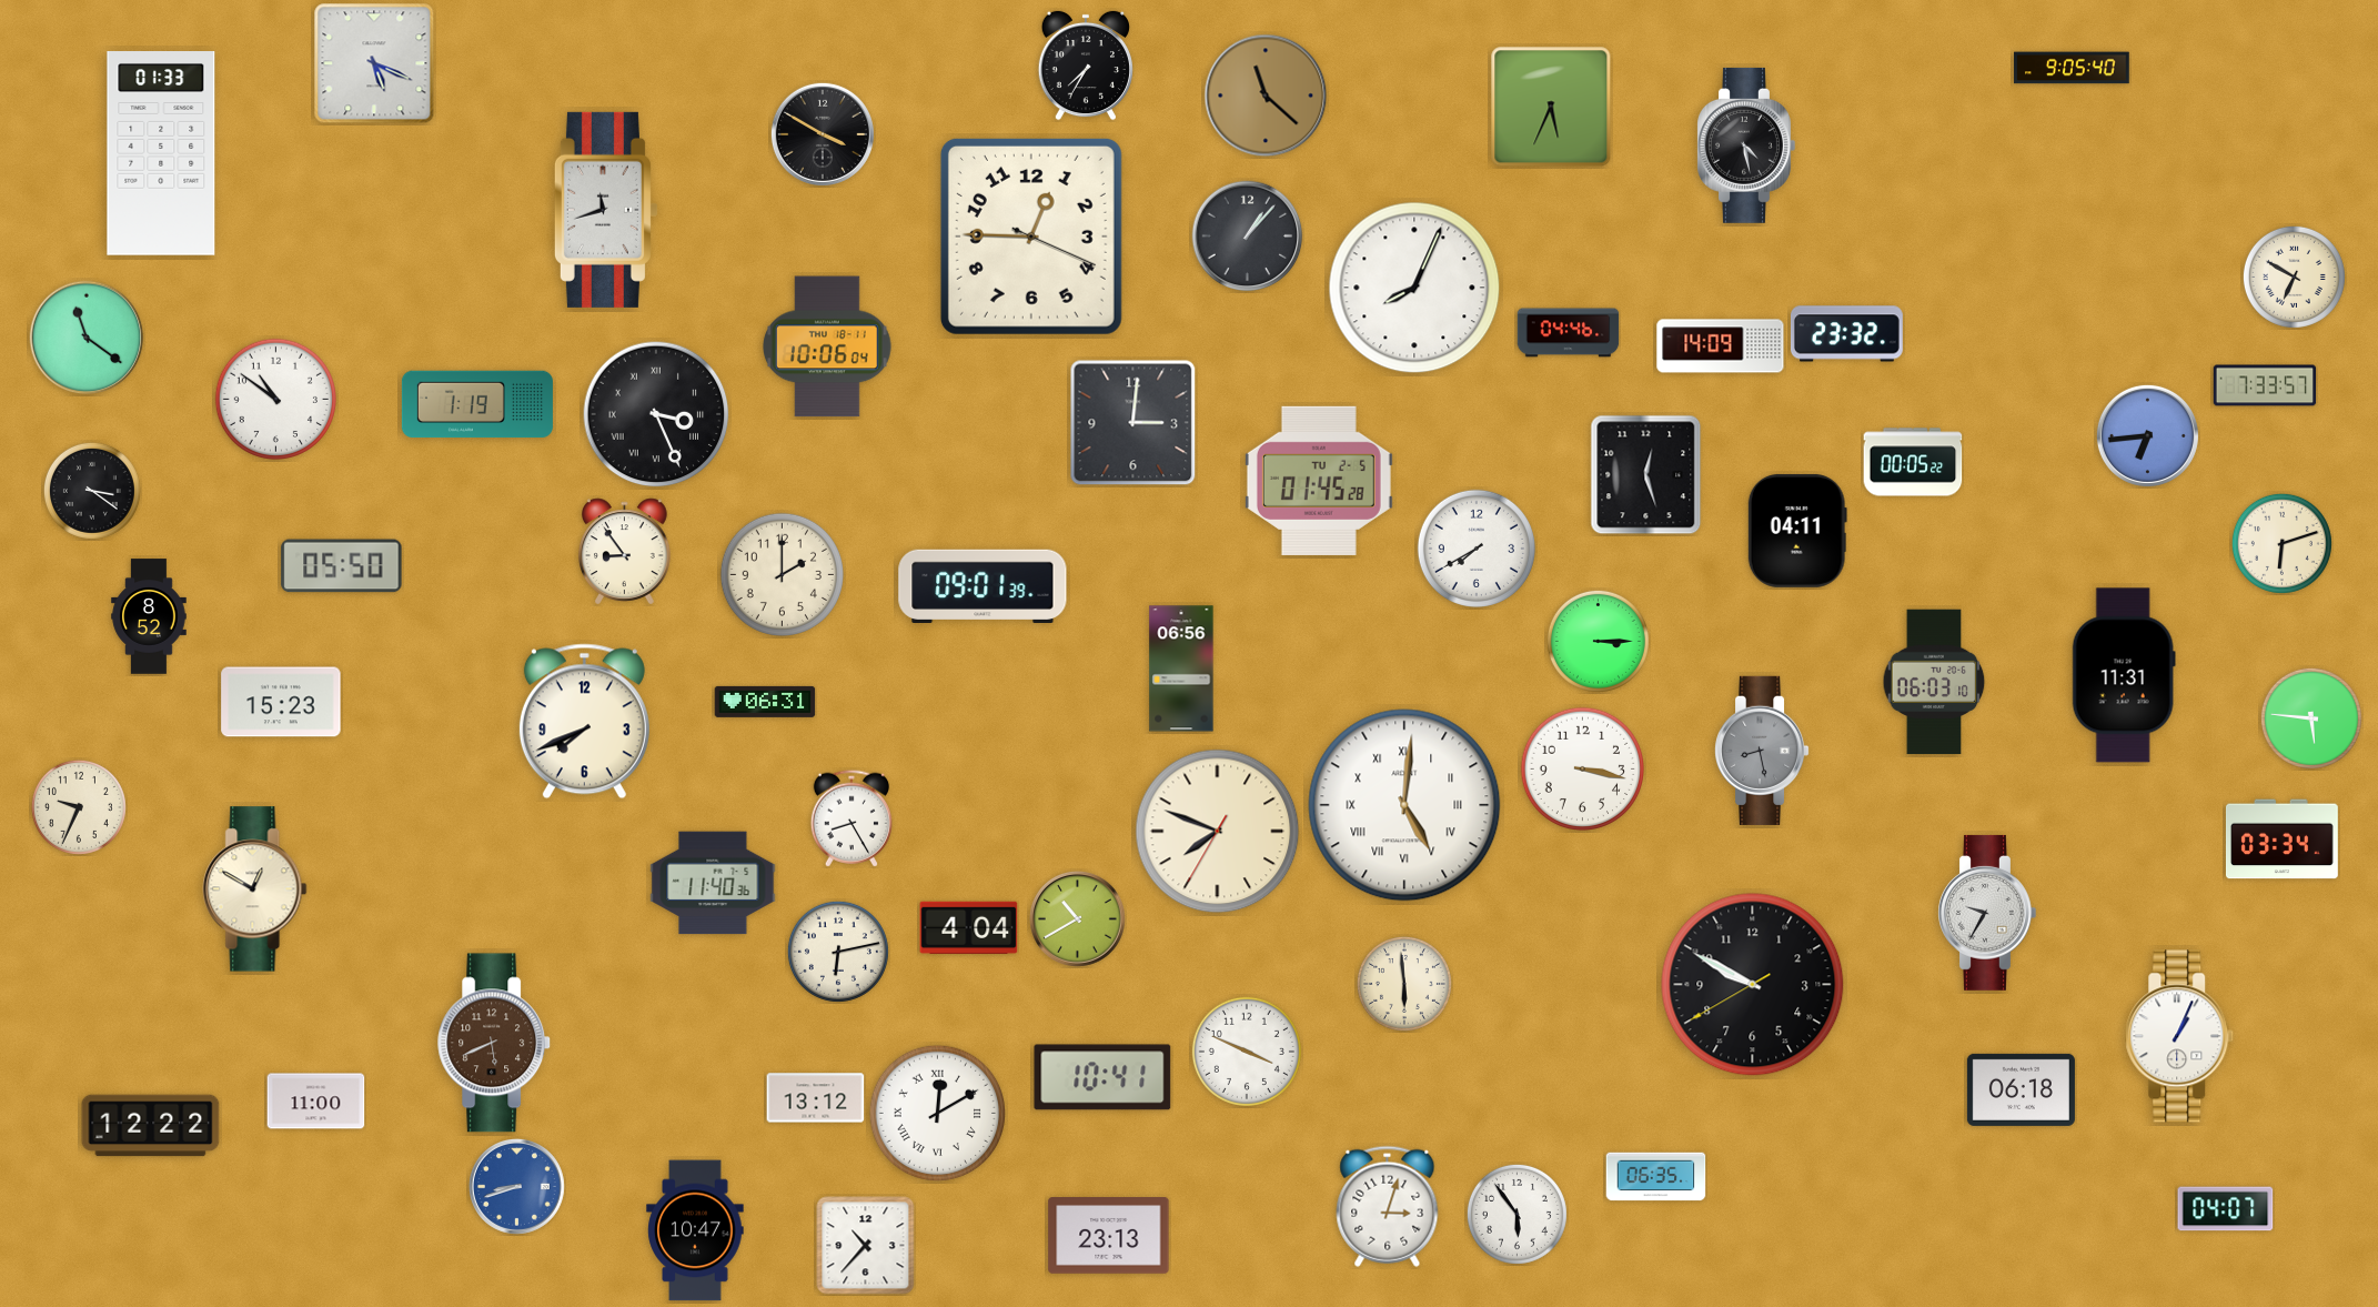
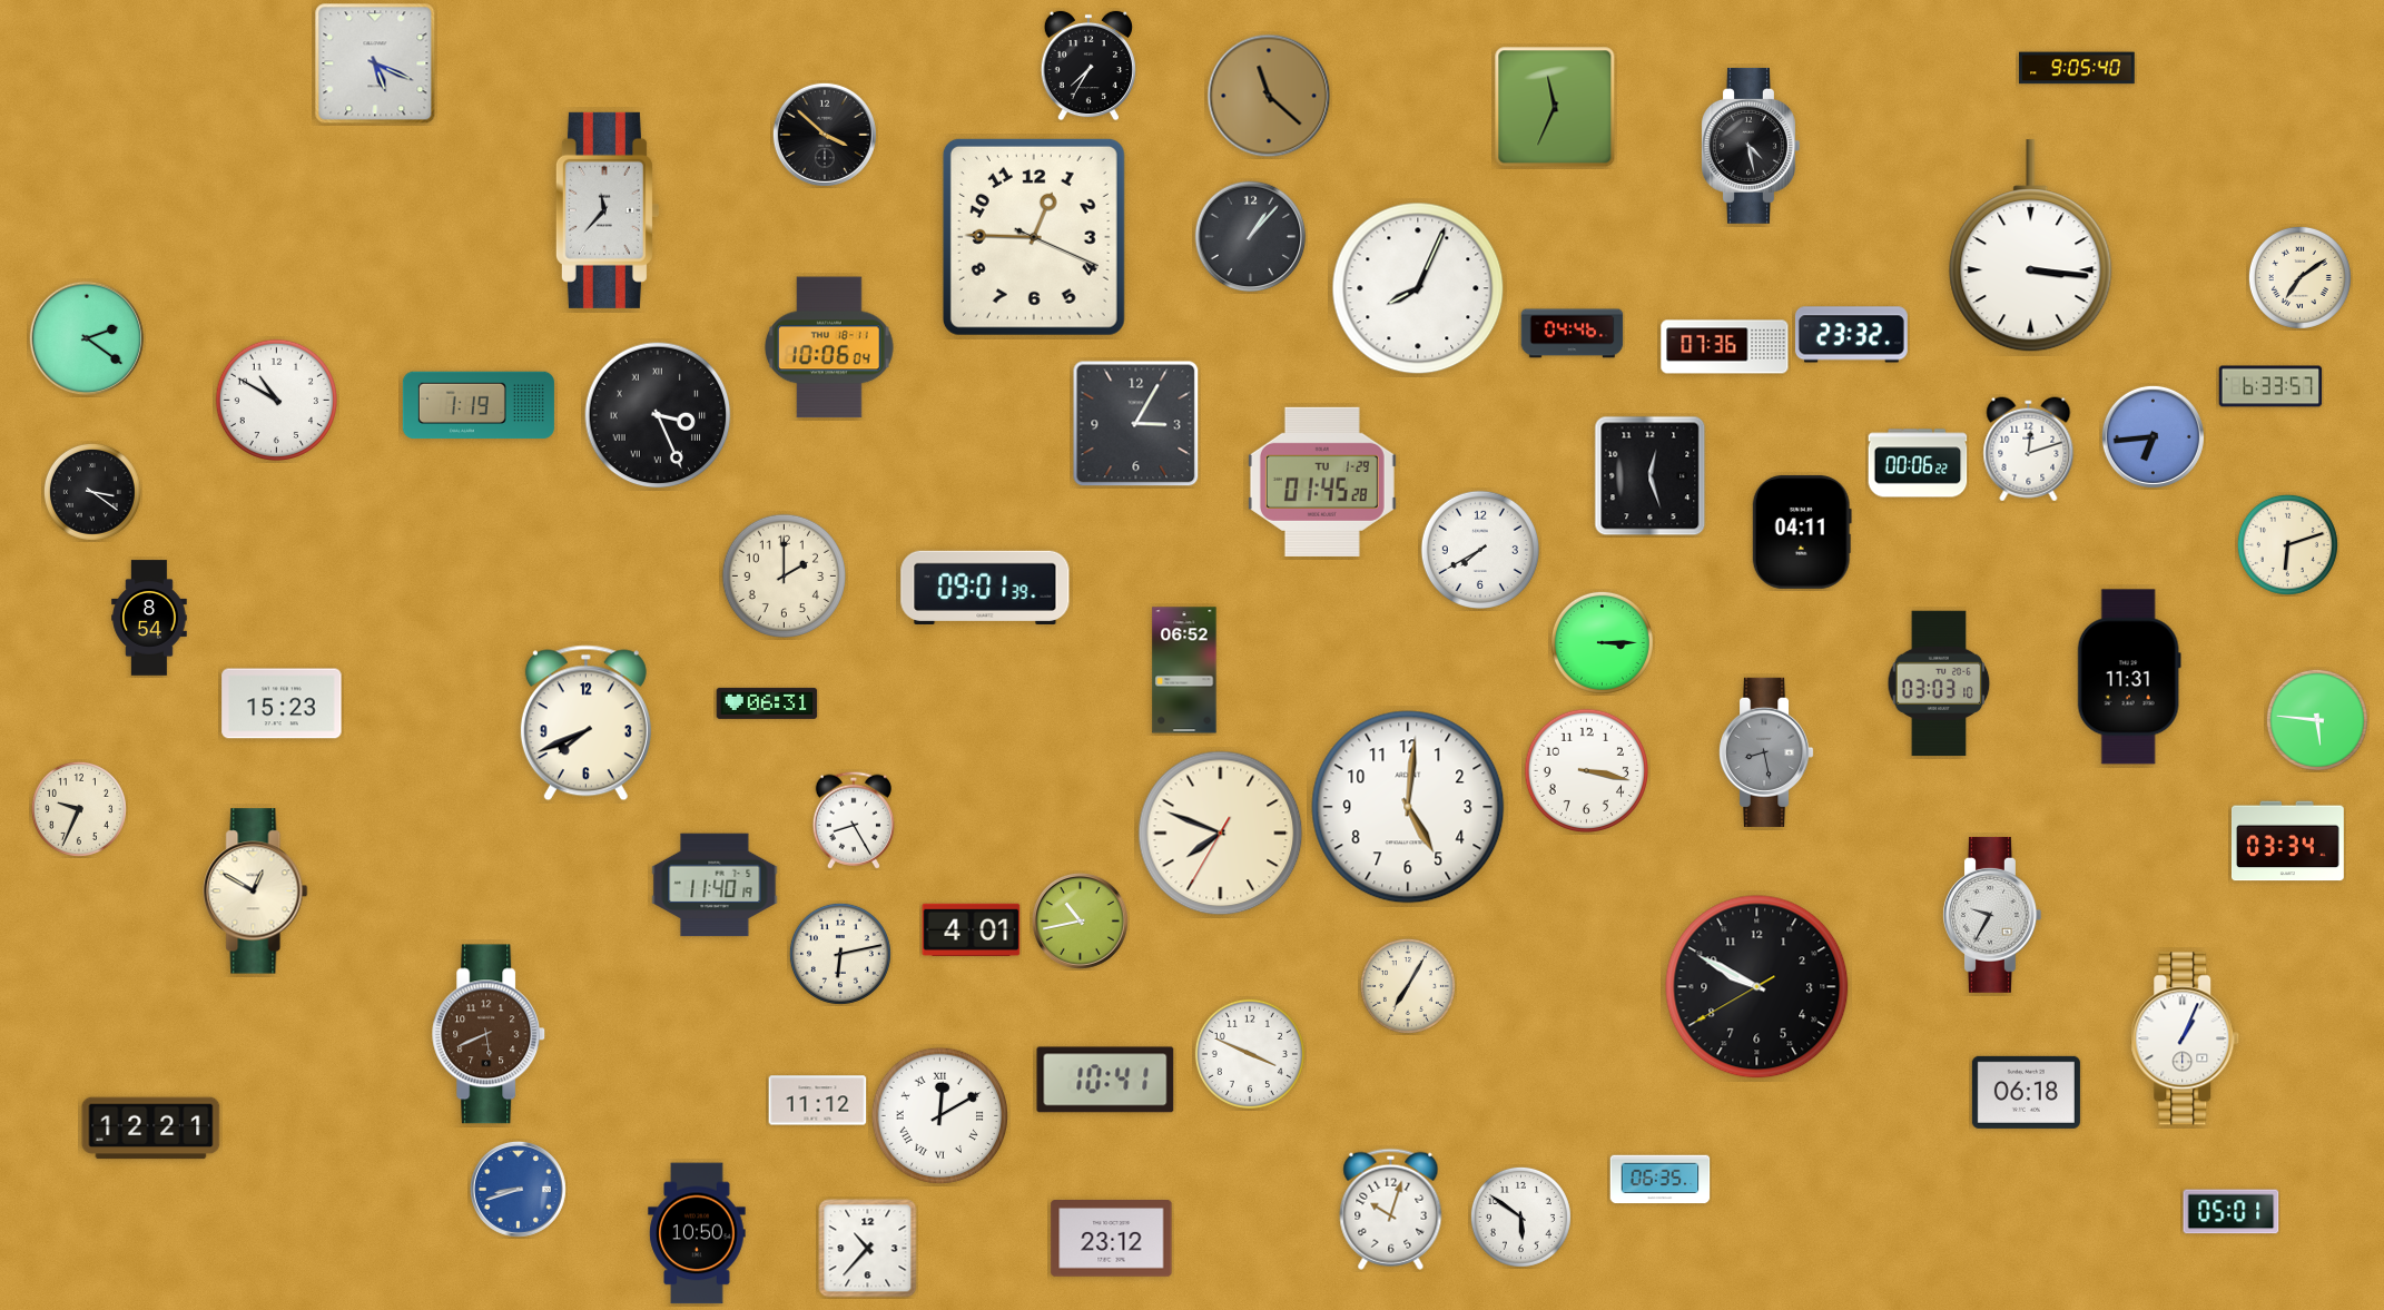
clock at (1551, 107): 5:34 -> 11:34
clock at (823, 134): 3:50 -> 3:52
clock at (161, 153): 01:33 -> none
clock at (606, 210): 11:42 -> 11:37
clock at (2031, 246): none -> 3:16
clock at (2294, 277): 6:50 -> 7:09
clock at (87, 338): 11:21 -> 2:21
clock at (1721, 346): 14:09 -> 07:36
clock at (2265, 385): 7:33 -> 6:33
clock at (275, 399): 10:51 -> 10:50
clock at (1133, 423): 3:01 -> 3:05
clock at (2029, 450): none -> 12:12
clock at (1913, 462): 00:05 -> 00:06
clock at (1319, 481) date: TU 2-5 -> TU 1-29
clock at (625, 552): 8:54 -> none
clock at (342, 566): 05:50 -> none
clock at (149, 616): 8:52 -> 8:54
clock at (1181, 668): 06:56 -> 06:52
clock at (1934, 682): 06:03 -> 03:03
clock at (1404, 805) numerals: Roman -> Arabic
clock at (713, 883): 11:40:36 -> 11:40:19
clock at (1077, 918): 10:40 -> 10:43
clock at (969, 927): 4:04 -> 4:01
clock at (1404, 984): 5:59 -> 7:05
clock at (495, 1043) position: (495, 1043) -> (490, 1034)
clock at (816, 1098): 13:12 -> 11:12
clock at (316, 1102): 11:00 -> none
clock at (151, 1126): 12:22 -> 12:21
clock at (1388, 1206): 3:03 -> 10:03
clock at (2226, 1209): 04:07 -> 05:01
clock at (1517, 1214): 5:54 -> 5:51
clock at (695, 1230): 10:47 -> 10:50
clock at (1109, 1236): 23:13 -> 23:12
